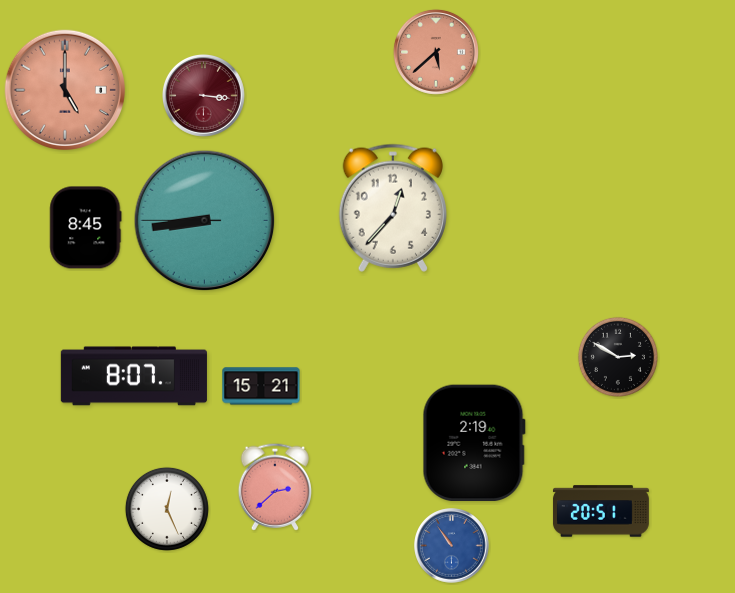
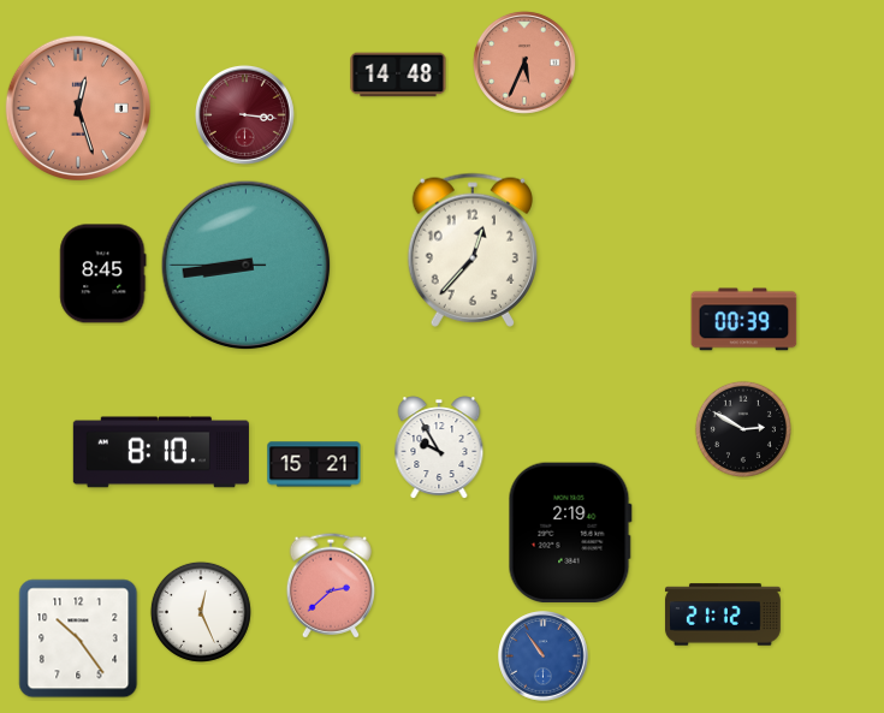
clock at (436, 52): 5:38 -> 5:34
clock at (398, 75): none -> 14:48
clock at (64, 89): 5:00 -> 12:27
clock at (744, 320): none -> 00:39
clock at (439, 447): none -> 9:55
clock at (134, 376): 8:07 -> 8:10
clock at (601, 511): 20:51 -> 21:12
clock at (78, 638): none -> 10:24
